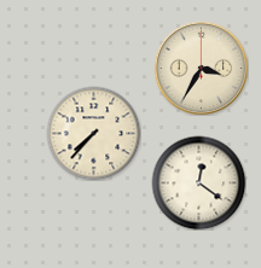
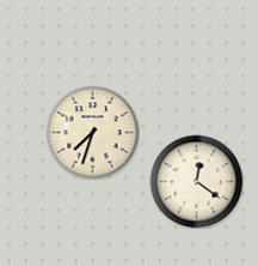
clock at (201, 68): 3:35 -> none
clock at (93, 133): 7:37 -> 7:33
